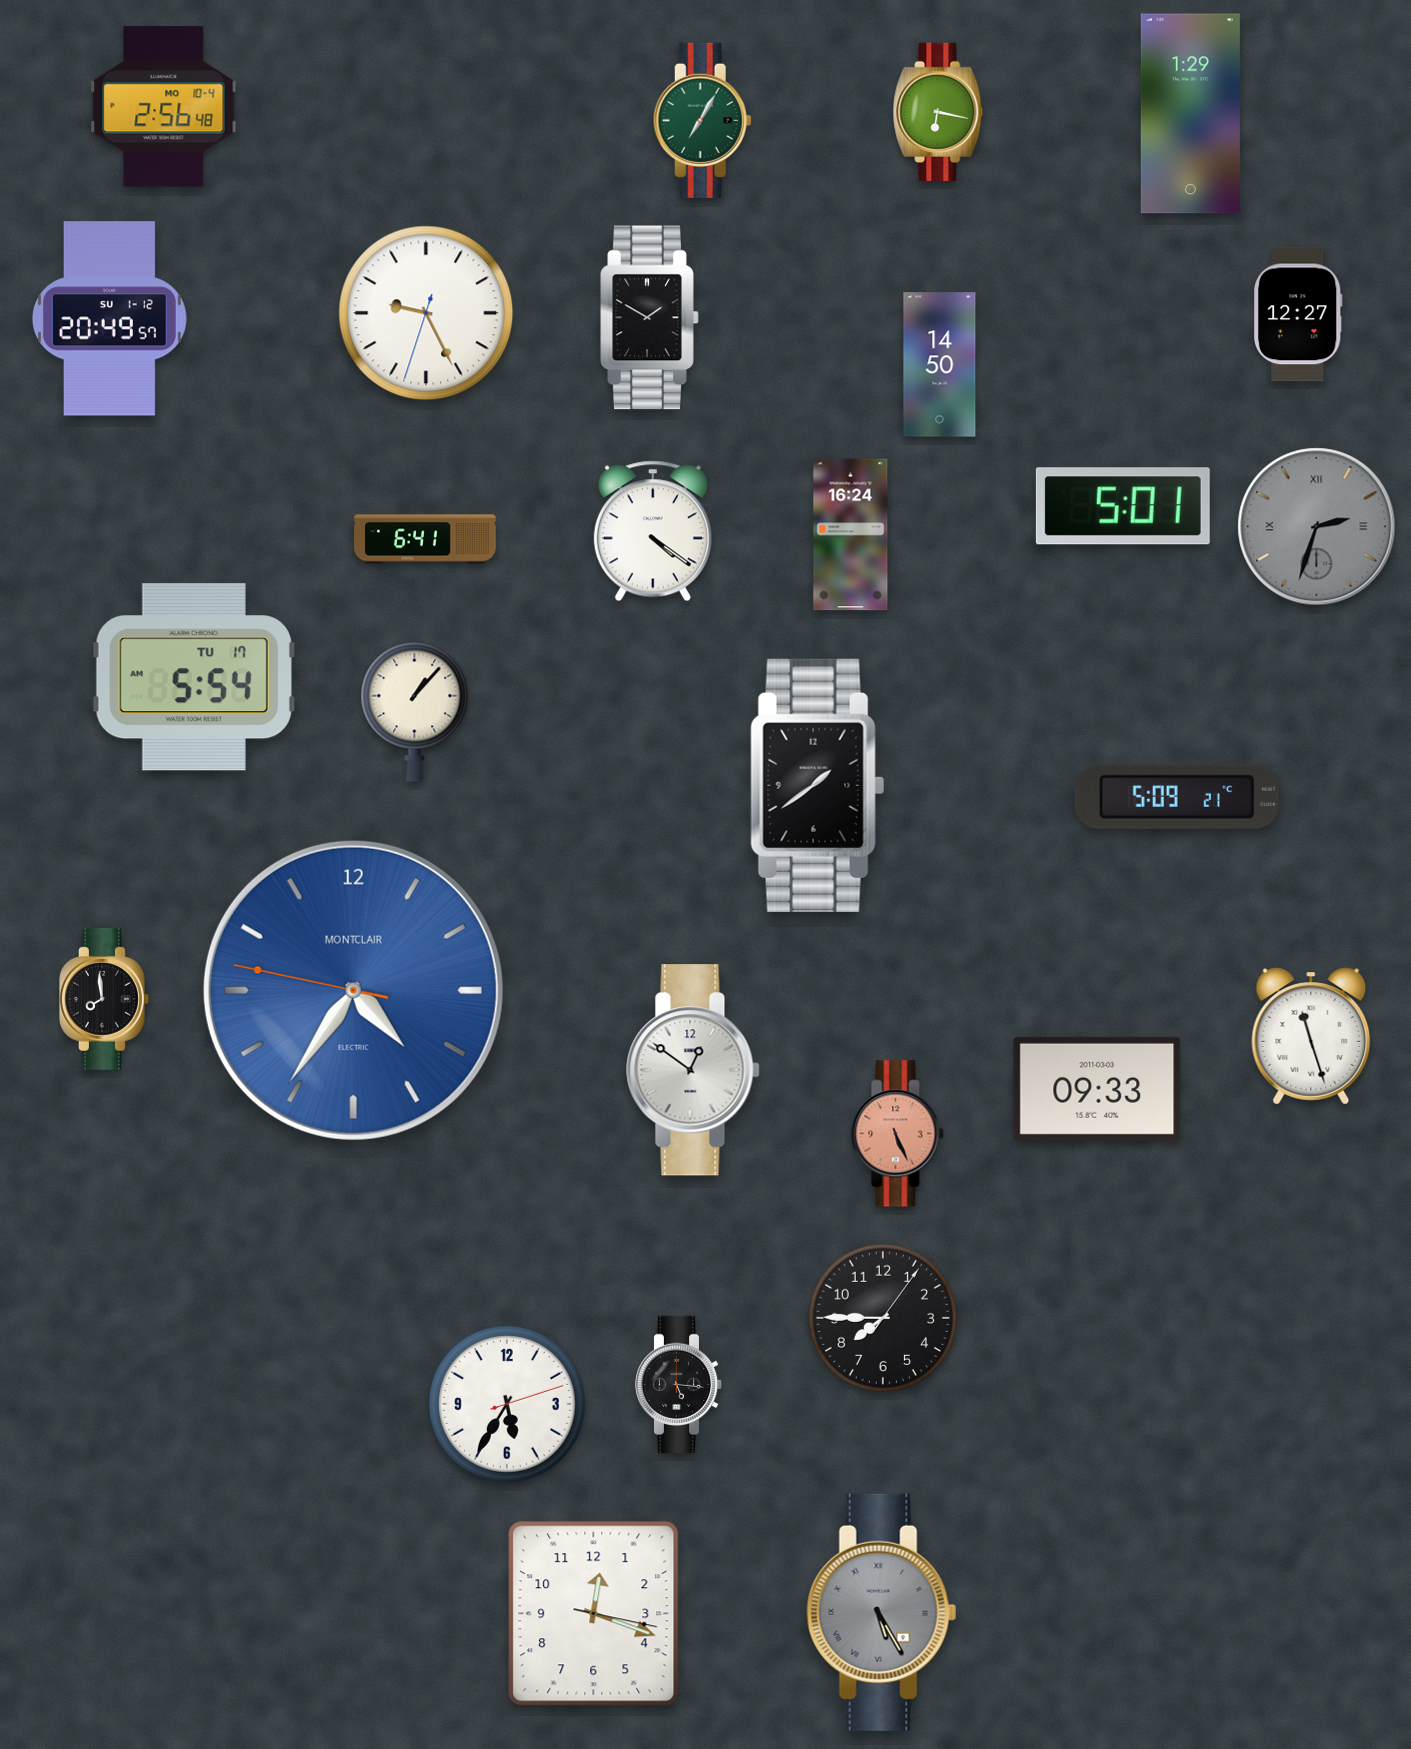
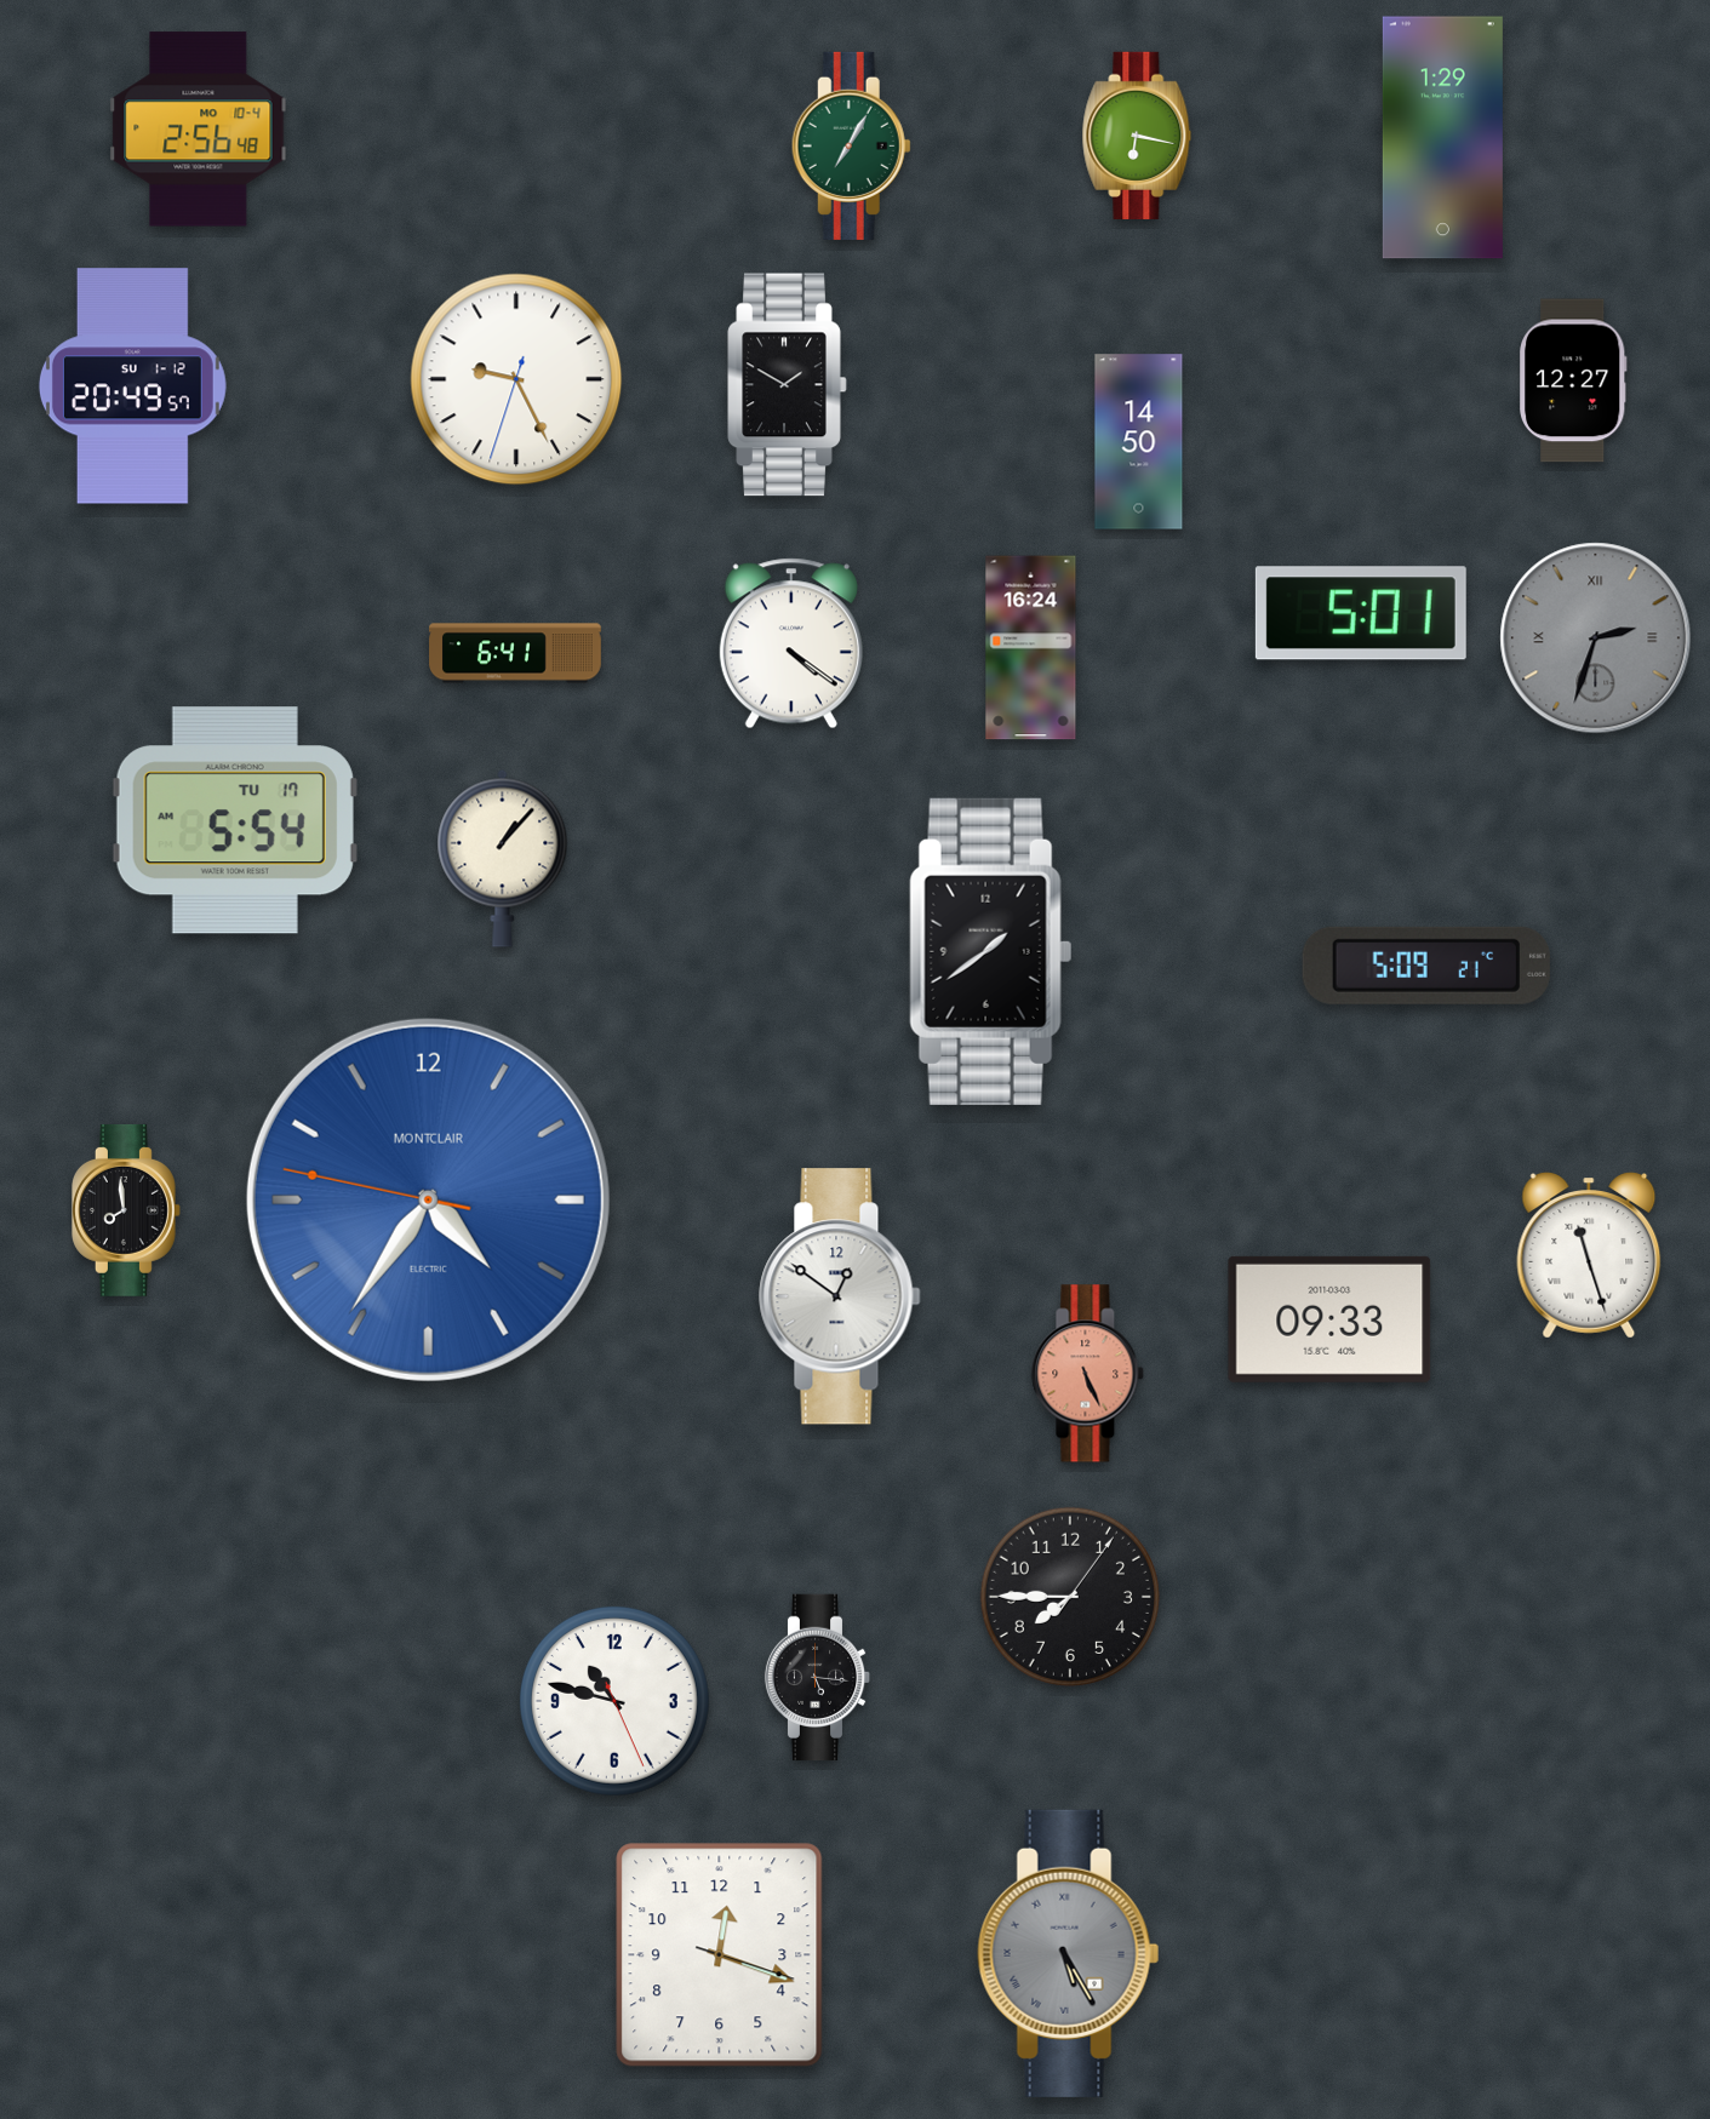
clock at (679, 1385) position: (679, 1385) -> (818, 1678)
clock at (507, 1404): 5:35 -> 10:47
clock at (594, 1614): 12:18:17 -> 12:18:18
